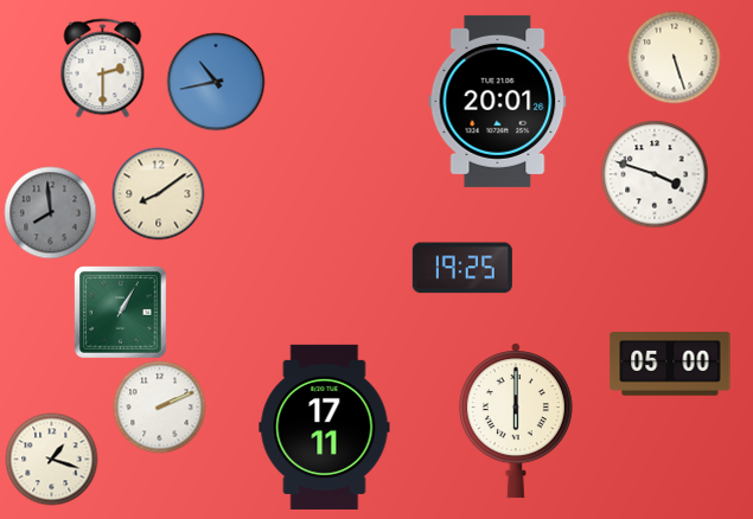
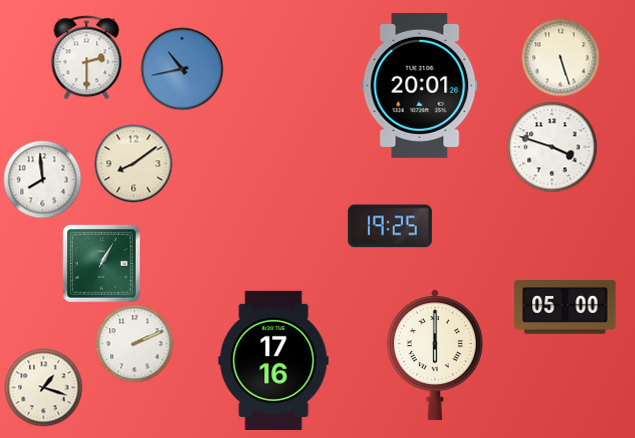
clock at (674, 57) position: (674, 57) -> (560, 57)
clock at (50, 212) dial: grey -> white
clock at (325, 427): 17:11 -> 17:16
